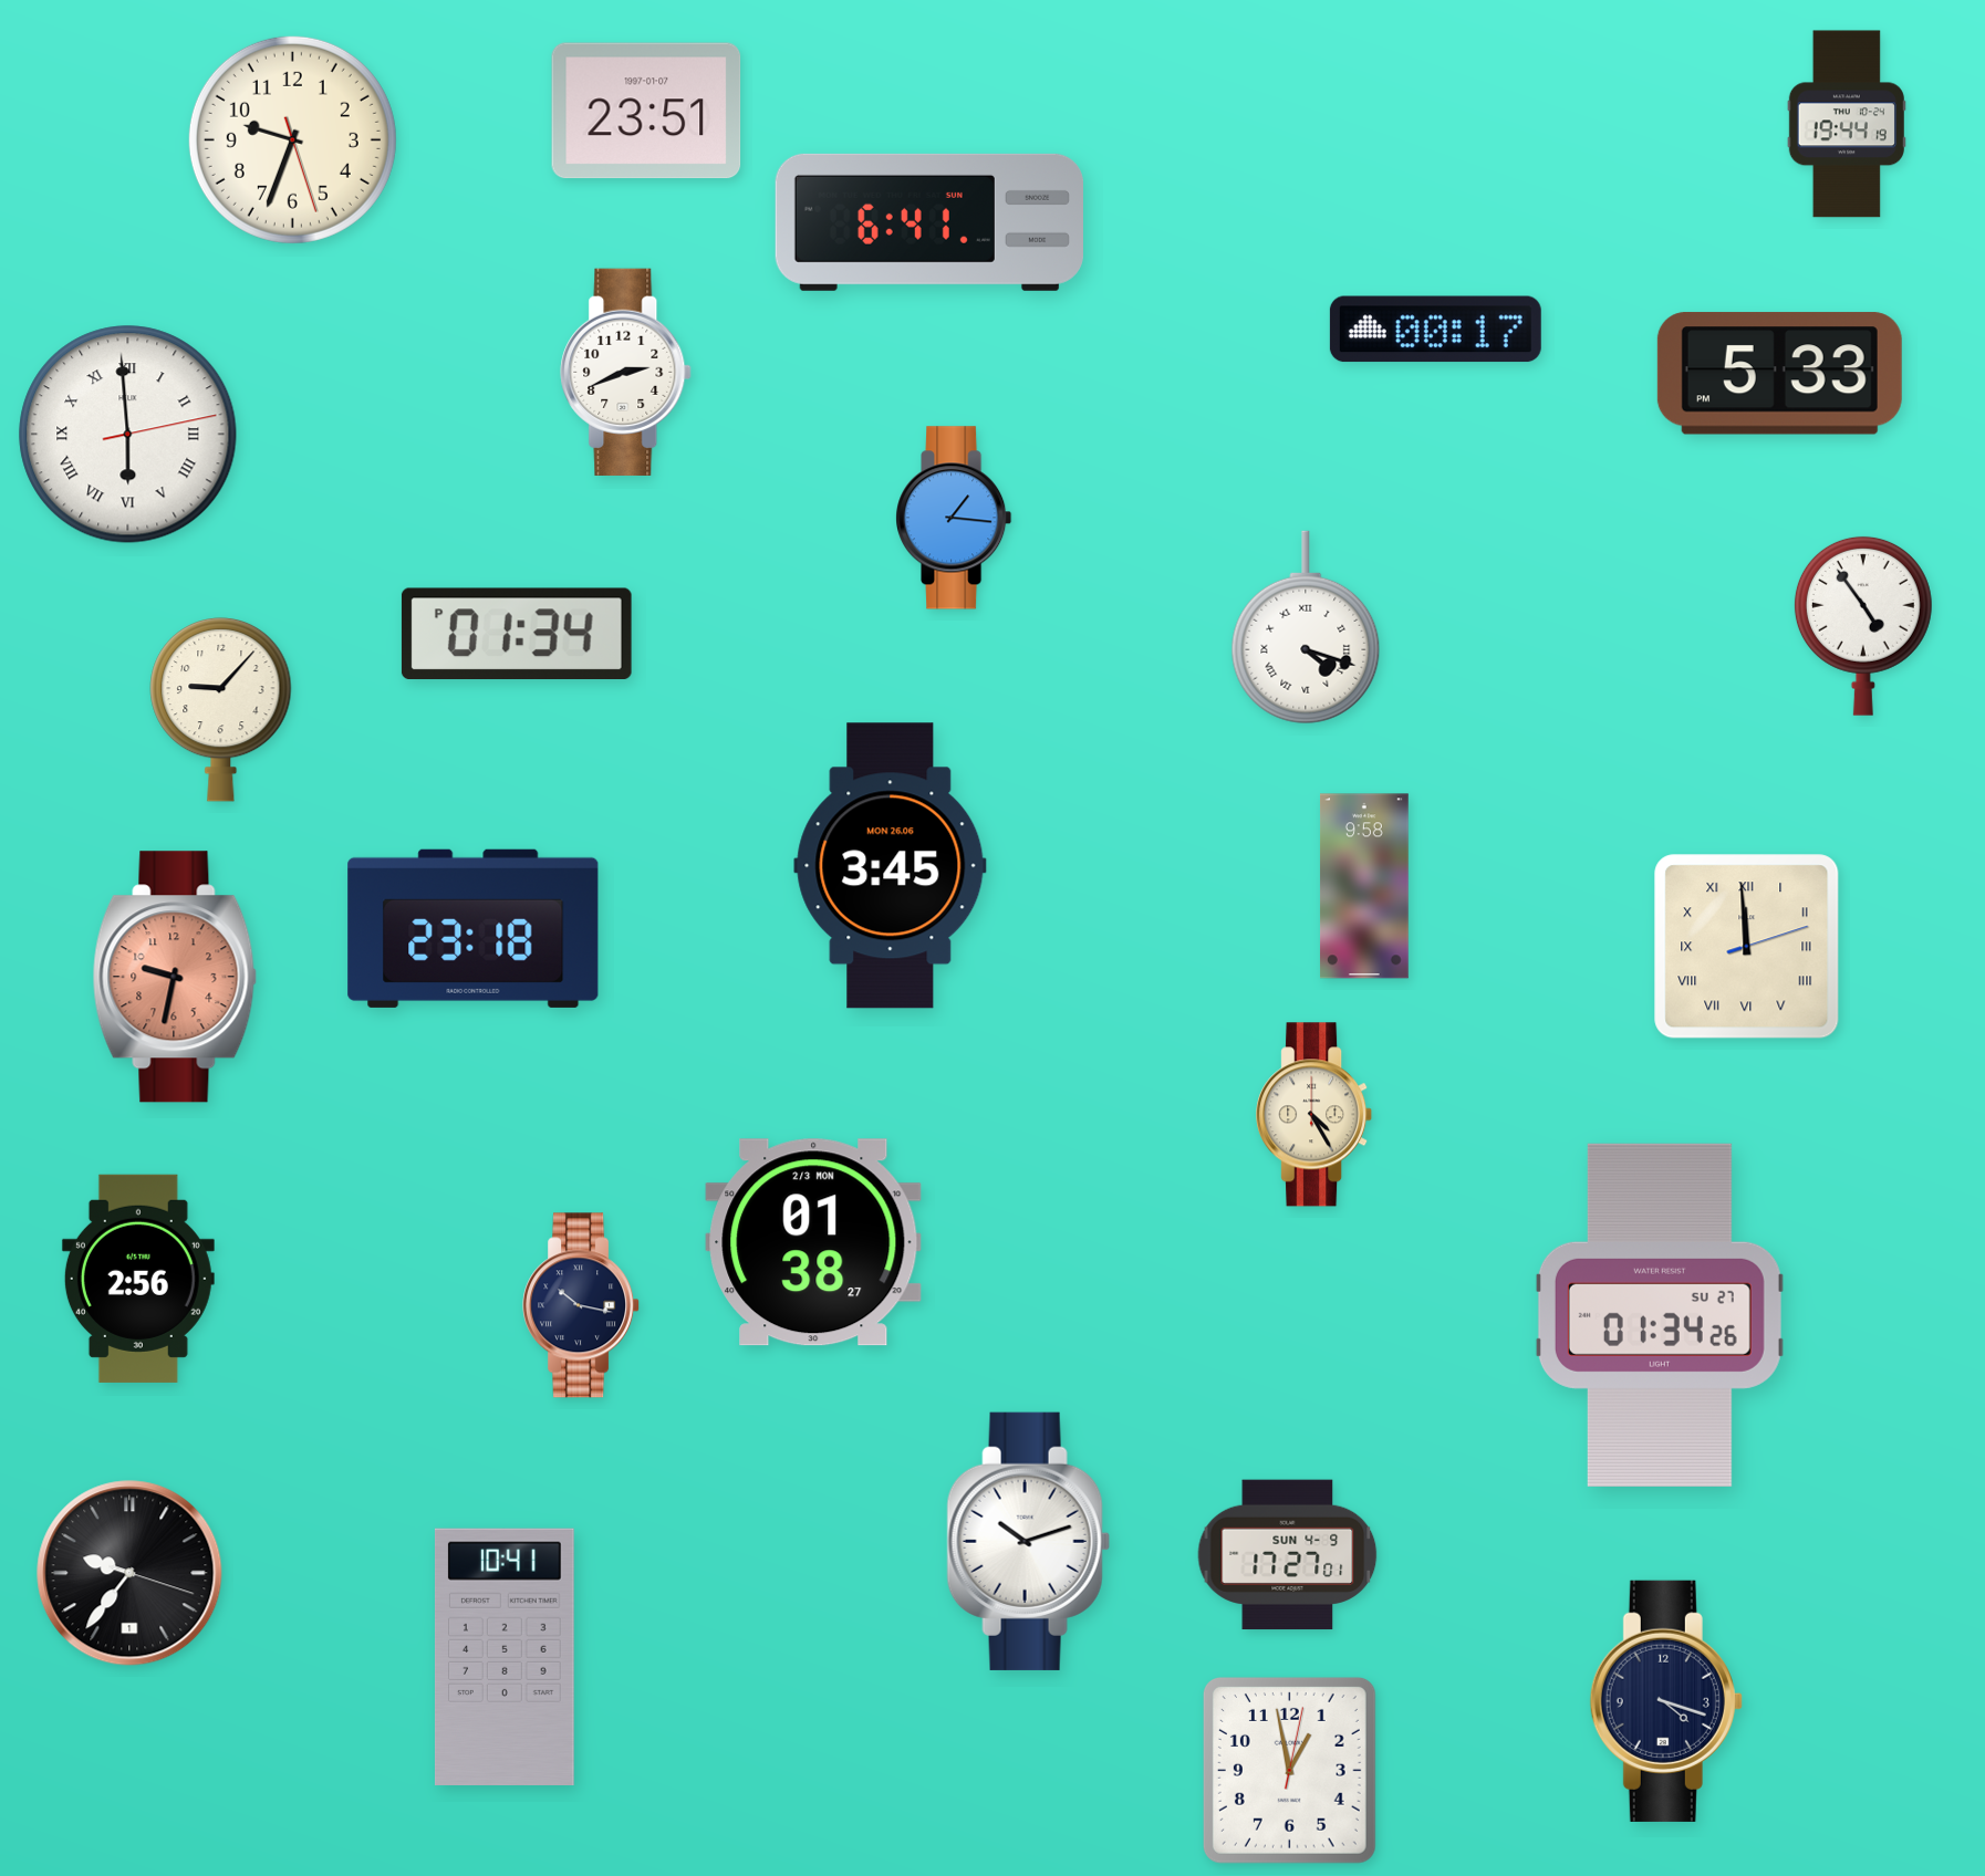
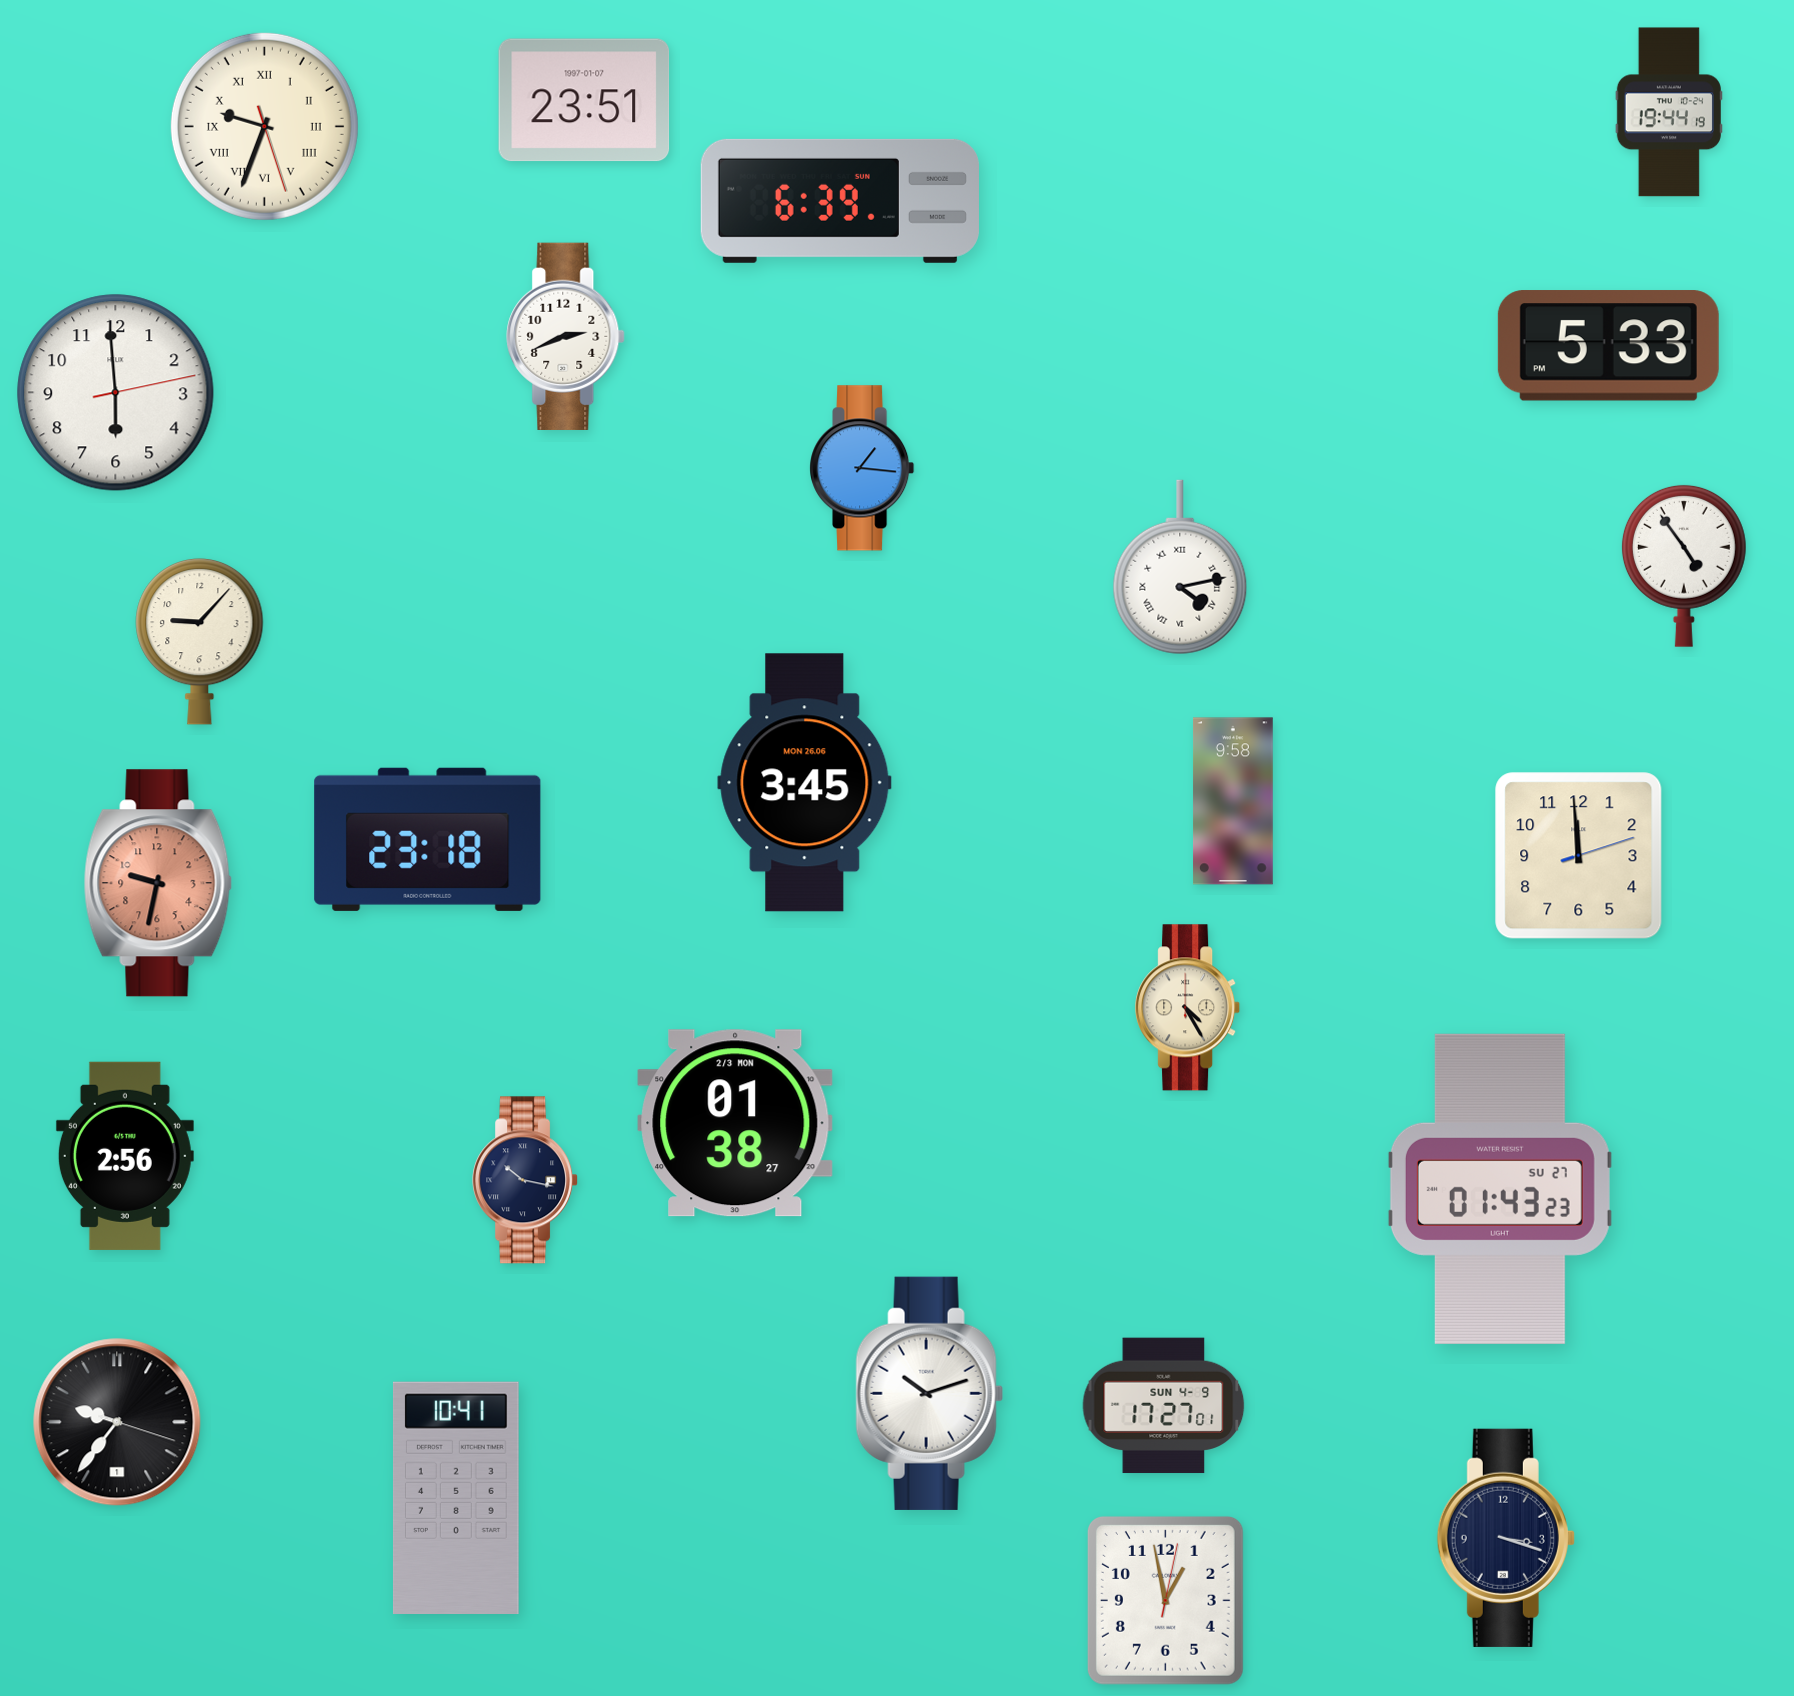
clock at (292, 139) numerals: Arabic -> Roman
clock at (929, 222): 6:41 -> 6:39
clock at (1435, 330): 00:17 -> none
clock at (1779, 374) position: (1779, 374) -> (1608, 346)
clock at (128, 435) numerals: Roman -> Arabic
clock at (1306, 627): 4:18 -> 4:13
clock at (517, 633): 01:34 -> none
clock at (1747, 947) numerals: Roman -> Arabic
clock at (1660, 1315): 01:34 -> 01:43
clock at (1666, 1701): 4:18 -> 3:18
